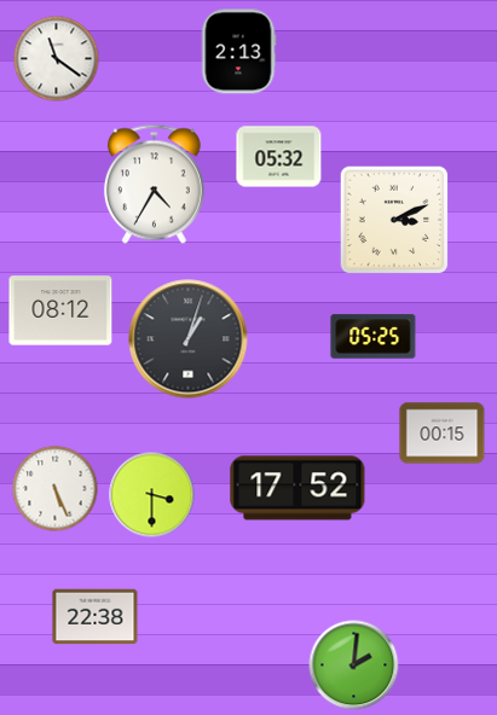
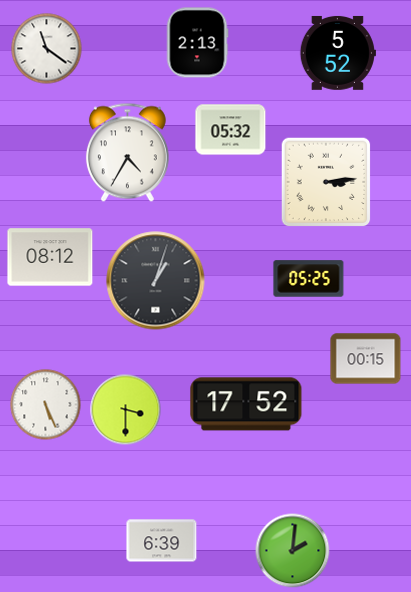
clock at (338, 53): none -> 5:52
clock at (394, 220): 3:11 -> 3:14
clock at (96, 617): 22:38 -> none
clock at (162, 541): none -> 6:39
